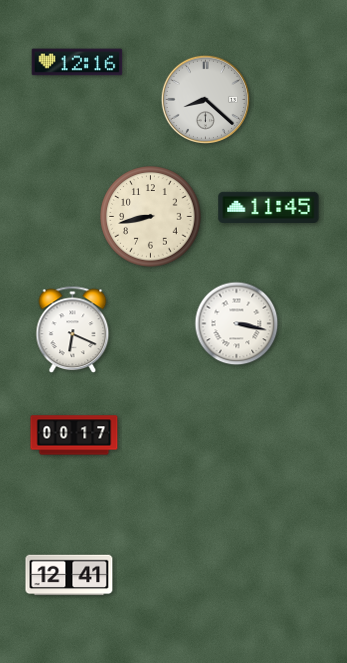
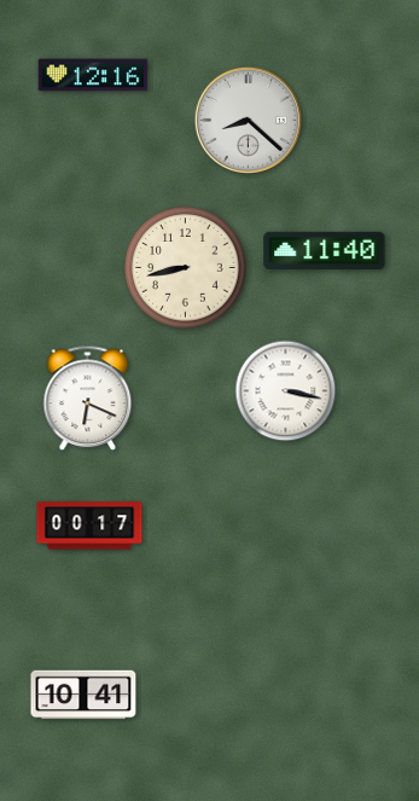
clock at (269, 207): 11:45 -> 11:40
clock at (151, 217) position: (151, 217) -> (186, 268)
clock at (69, 575): 12:41 -> 10:41
